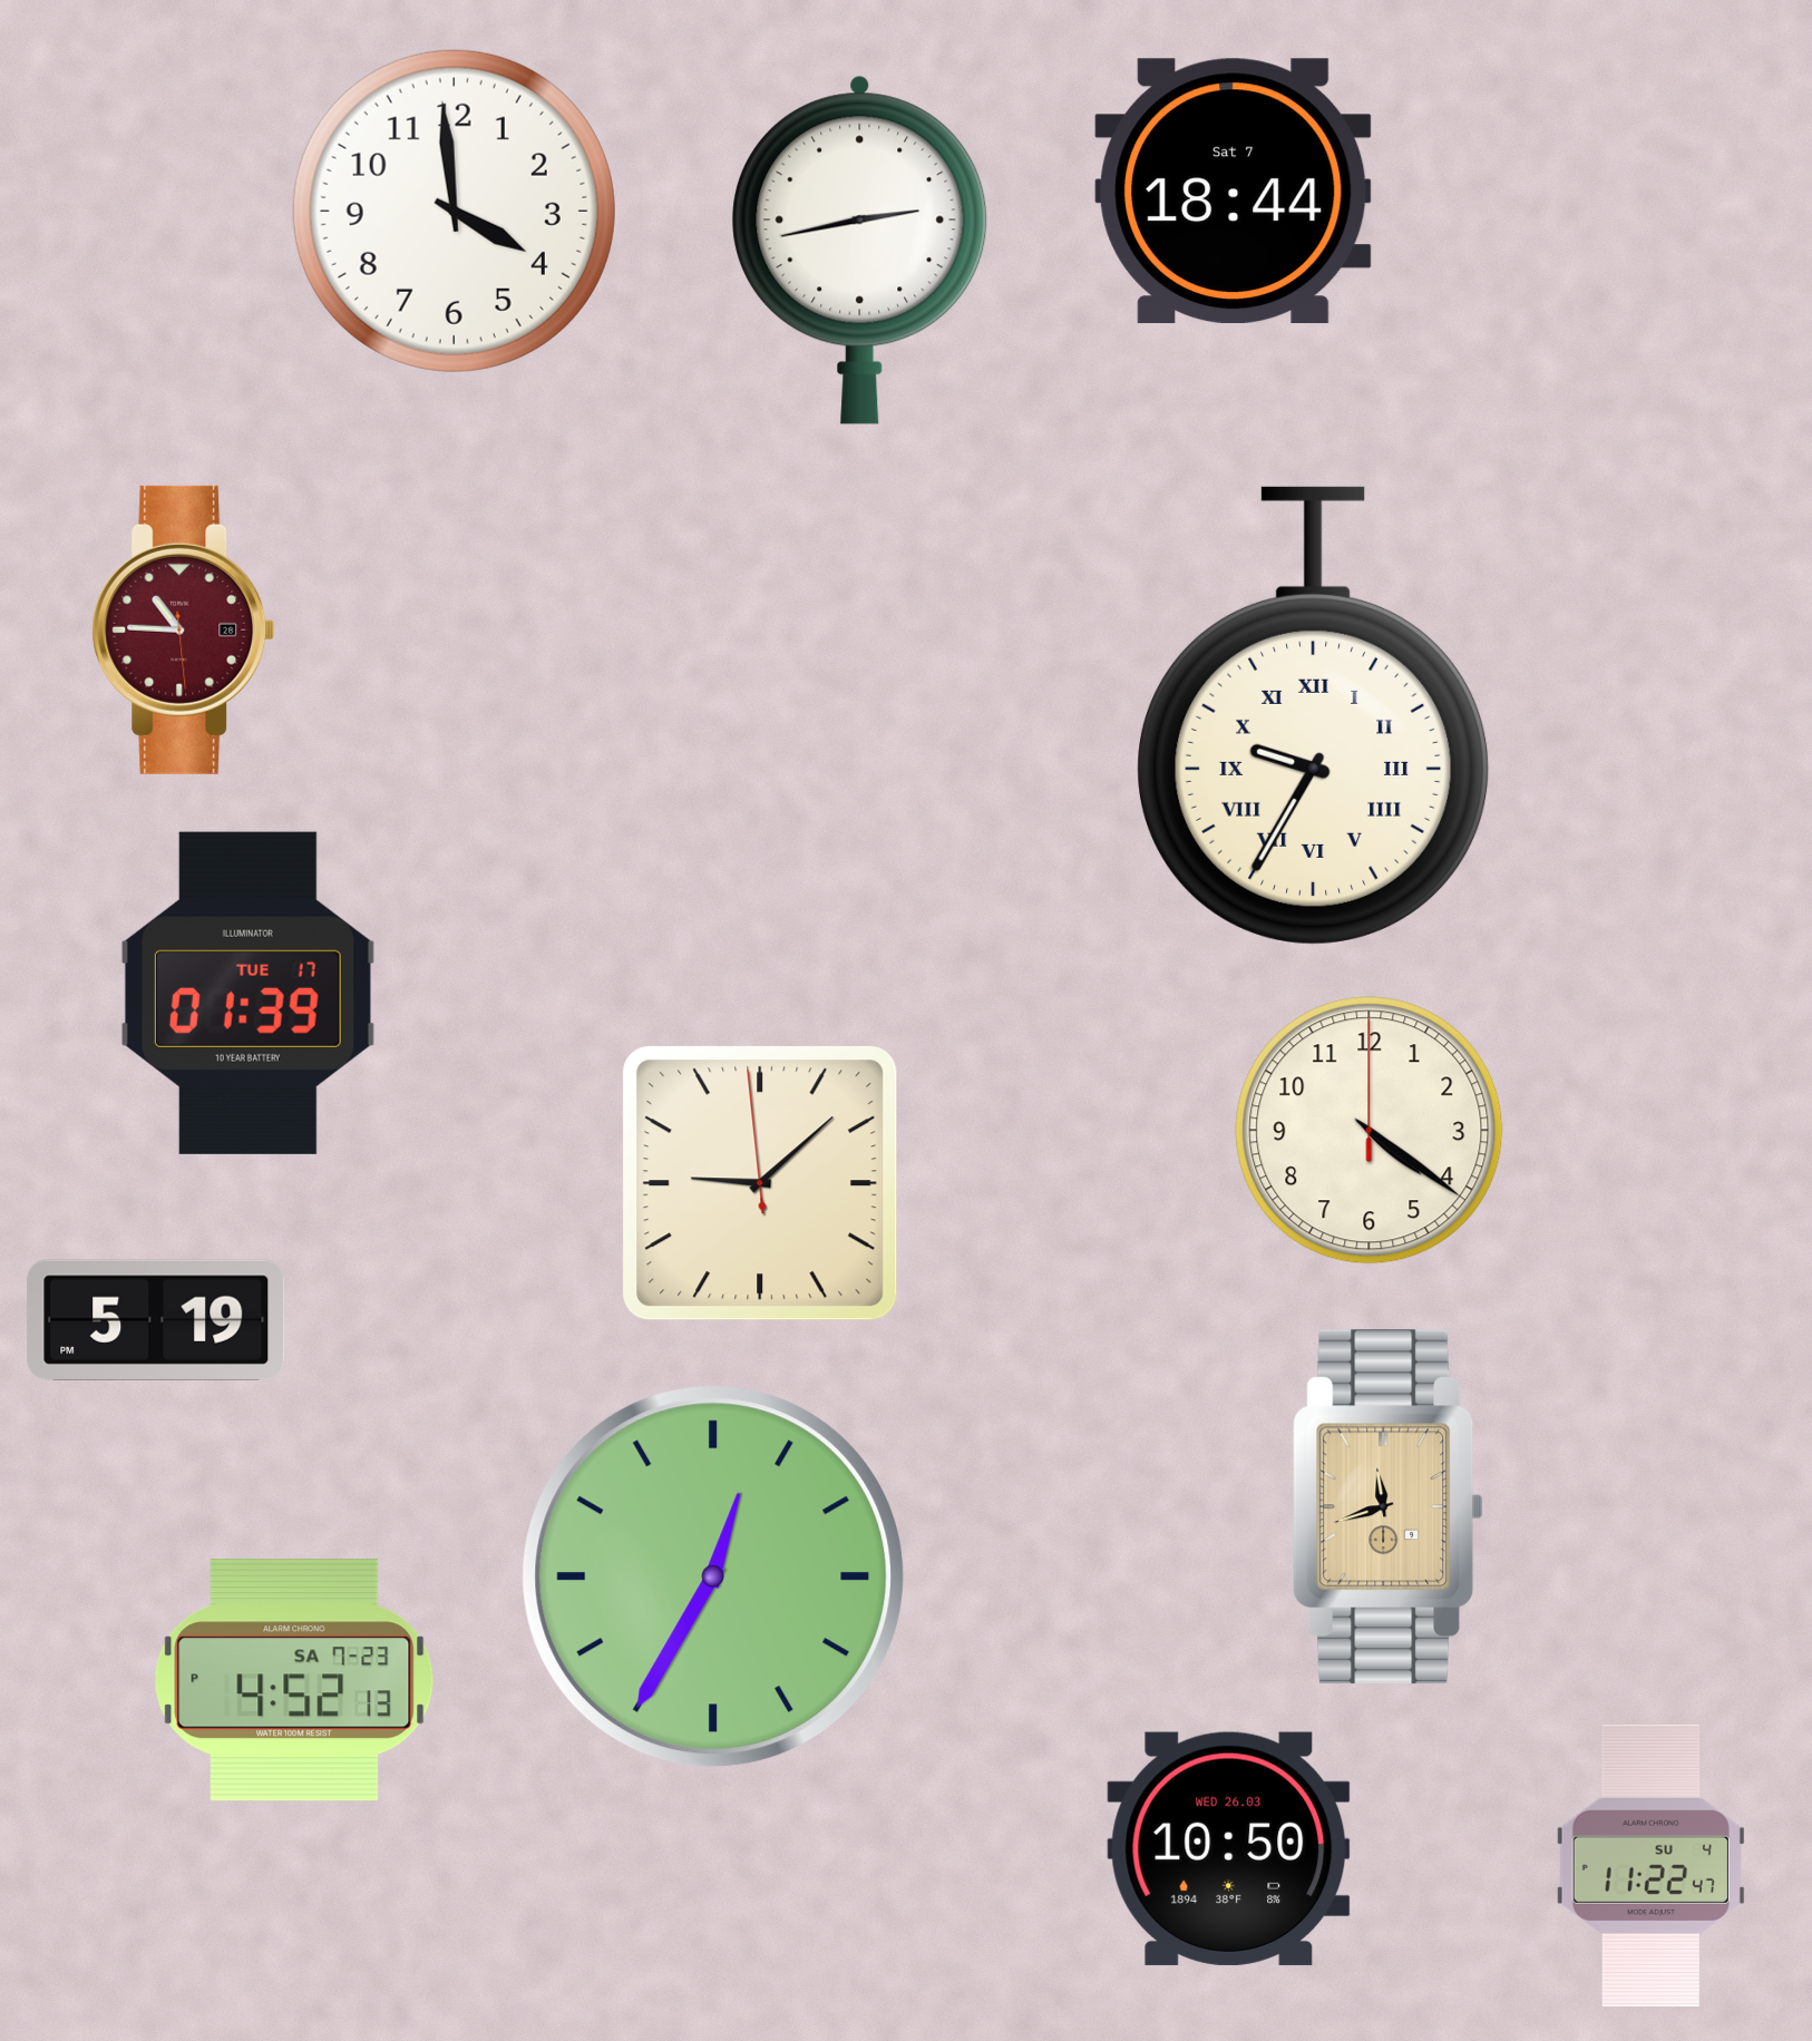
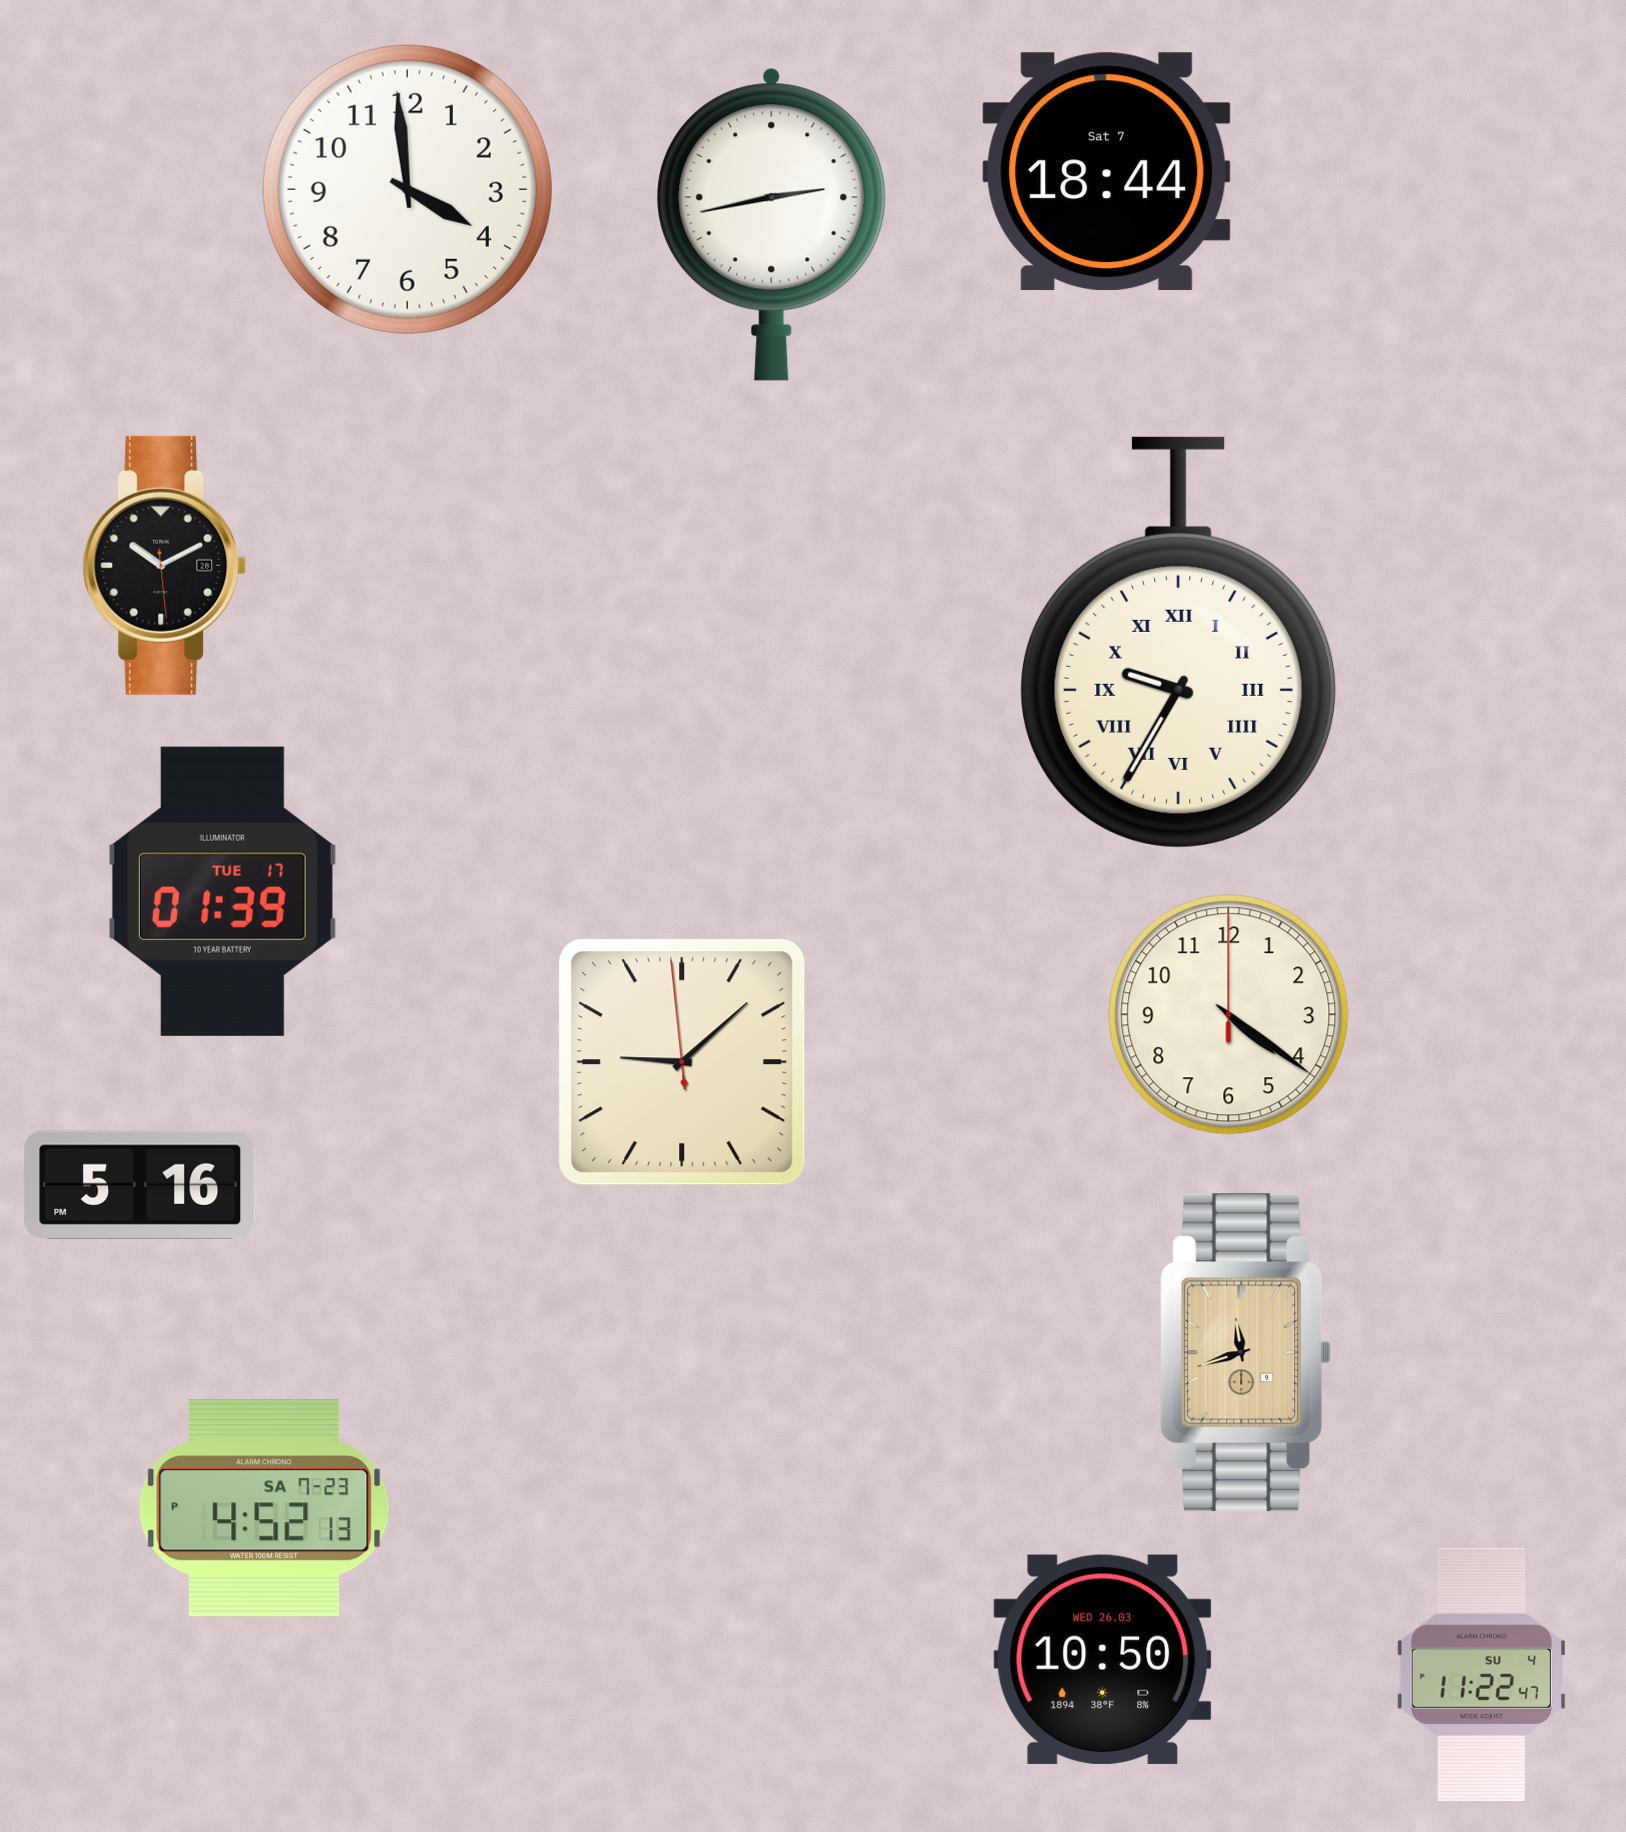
clock at (184, 629): 10:45 -> 10:10
clock at (184, 629) dial: burgundy -> black
clock at (156, 1320): 5:19 -> 5:16
clock at (713, 1576): 12:35 -> none
